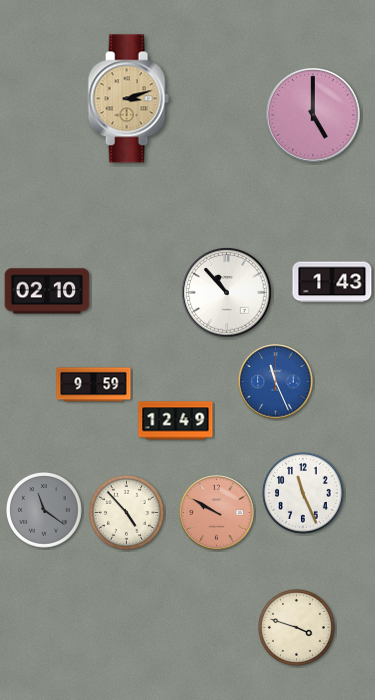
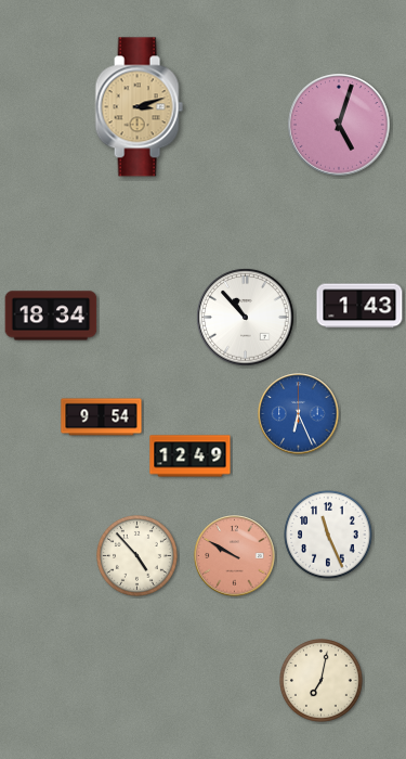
clock at (313, 115): 5:00 -> 5:03
clock at (47, 291): 02:10 -> 18:34
clock at (276, 382): 11:26 -> 6:26
clock at (94, 385): 9:59 -> 9:54
clock at (45, 511): 11:21 -> none
clock at (297, 628): 3:48 -> 7:02
